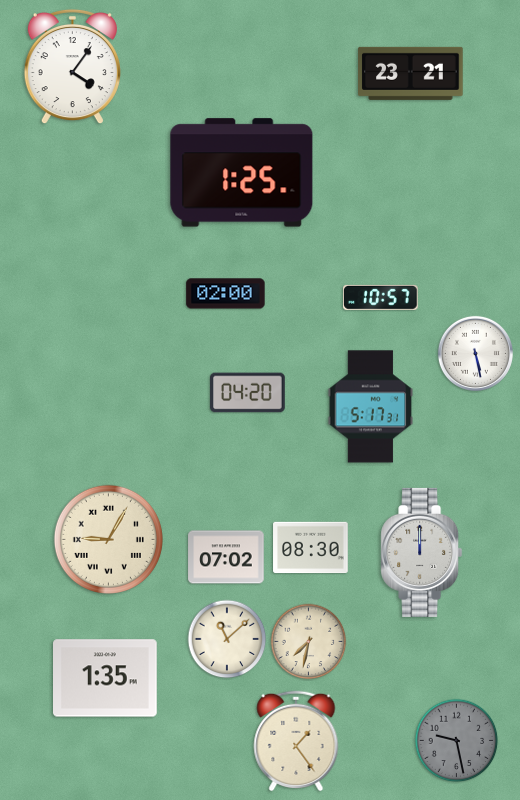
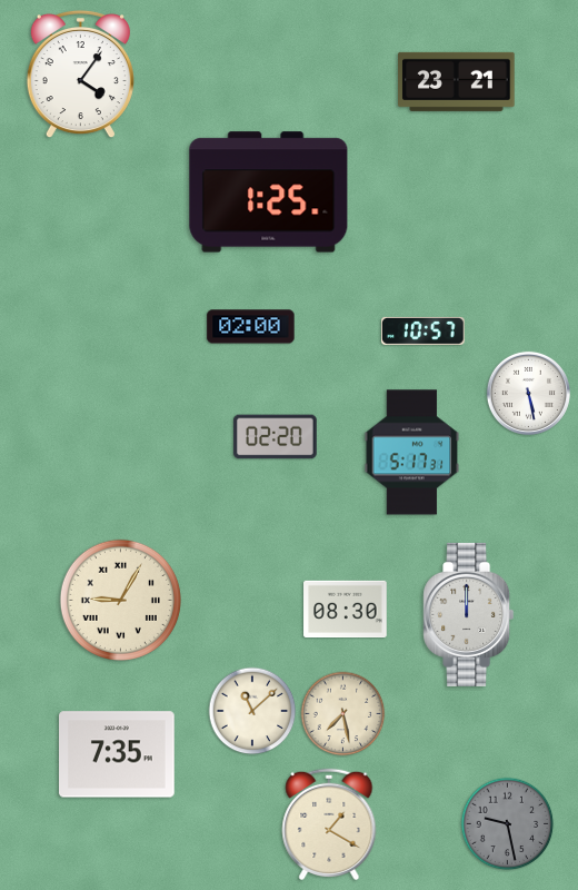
clock at (248, 393): 04:20 -> 02:20
clock at (226, 557): 07:02 -> none
clock at (309, 642): 7:32 -> 7:28
clock at (105, 678): 1:35 -> 7:35
clock at (296, 741): 1:24 -> 1:20
